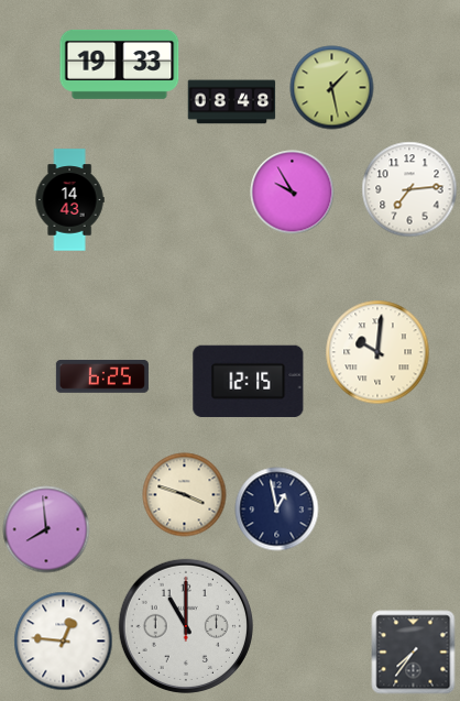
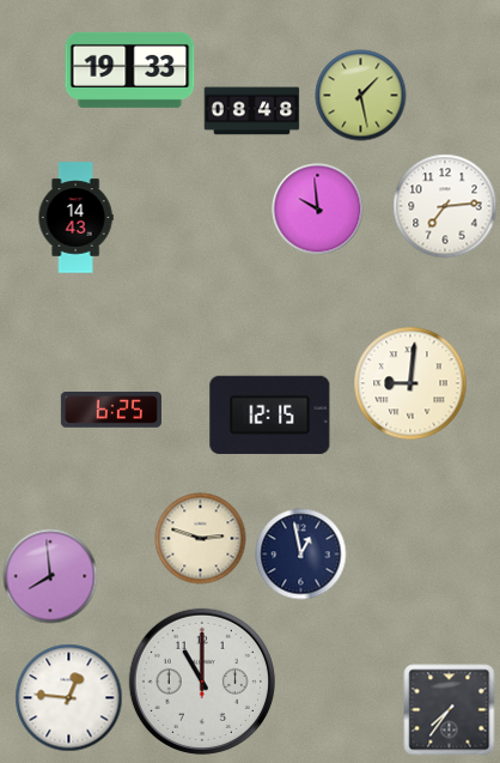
clock at (293, 193): 9:55 -> 9:59
clock at (377, 352): 10:01 -> 9:01
clock at (185, 495): 3:48 -> 2:48
